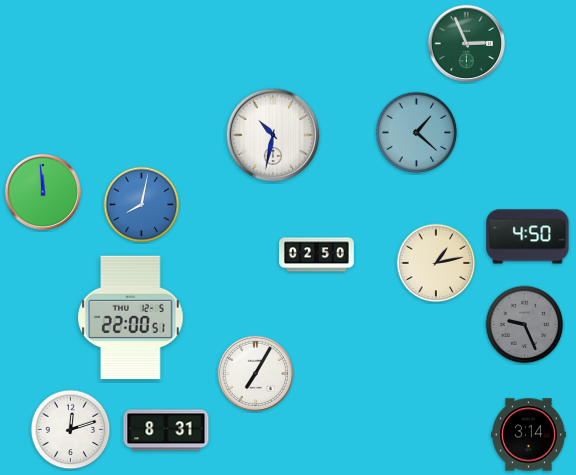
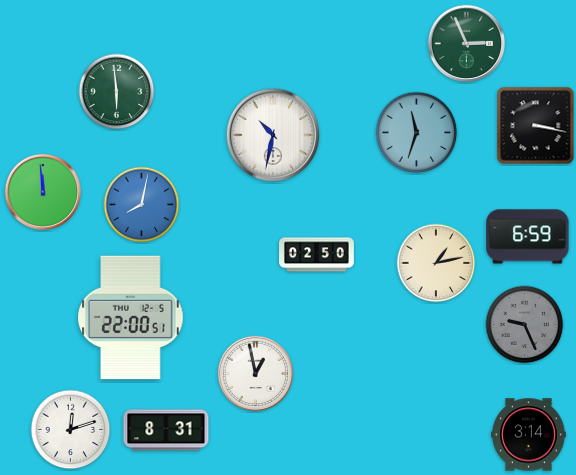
clock at (117, 92): none -> 5:59
clock at (536, 126): none -> 3:17
clock at (417, 133): 1:22 -> 11:33
clock at (528, 237): 4:50 -> 6:59
clock at (255, 373): 7:05 -> 12:58
